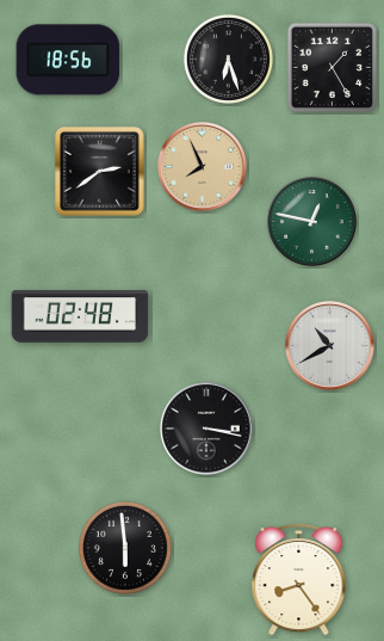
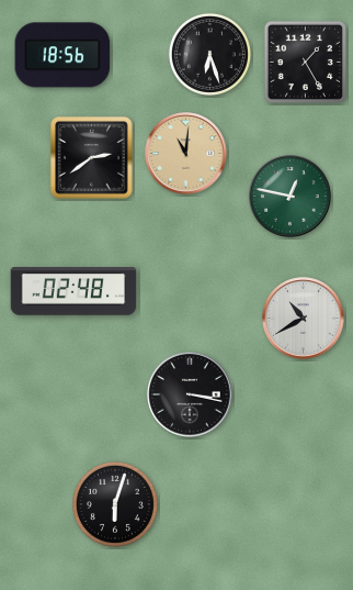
clock at (203, 167): 7:56 -> 11:01
clock at (312, 222) position: (312, 222) -> (291, 197)
clock at (125, 548): 5:59 -> 6:03
clock at (299, 579): 8:24 -> none
